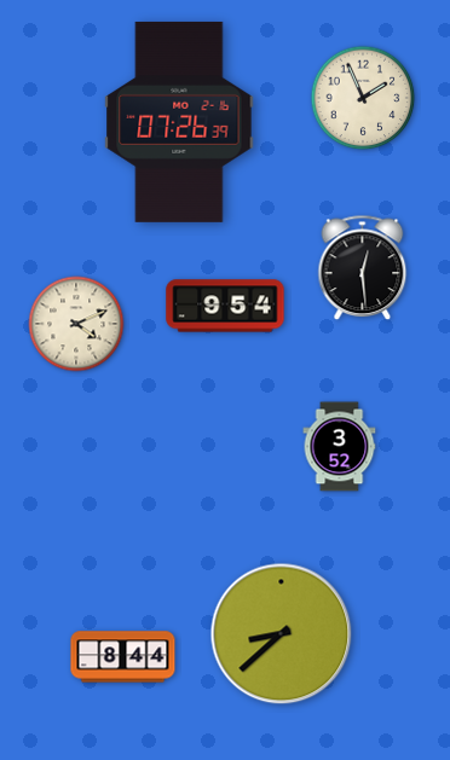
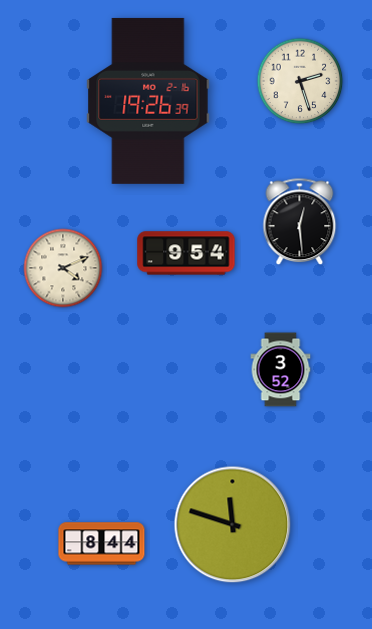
clock at (363, 98): 1:56 -> 2:27
clock at (179, 122): 07:26 -> 19:26
clock at (282, 634): 8:38 -> 11:48
